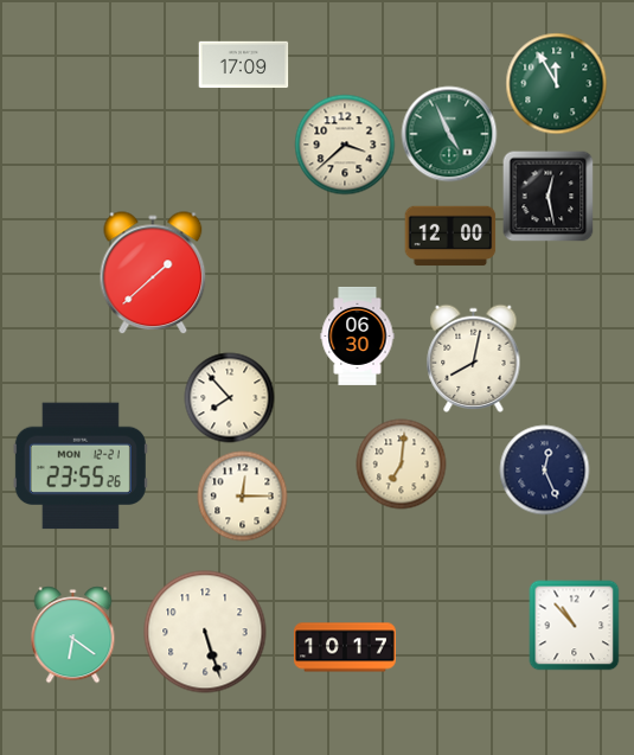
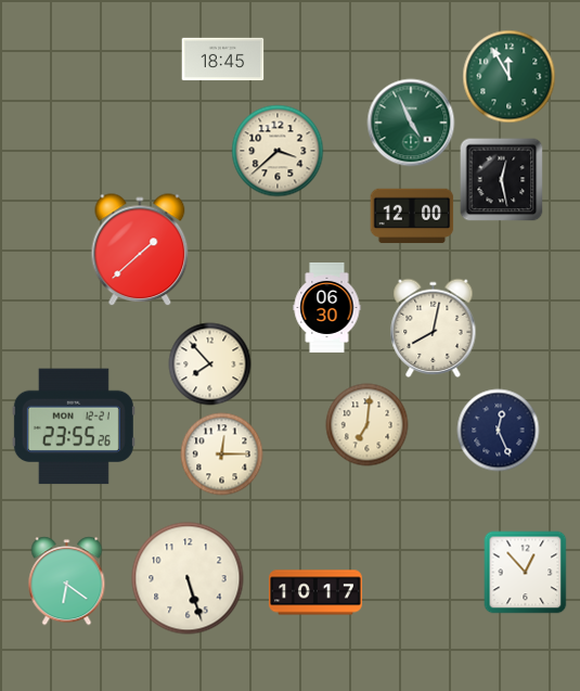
clock at (244, 65): 17:09 -> 18:45
clock at (345, 145) position: (345, 145) -> (278, 151)
clock at (575, 626): 10:53 -> 12:53
